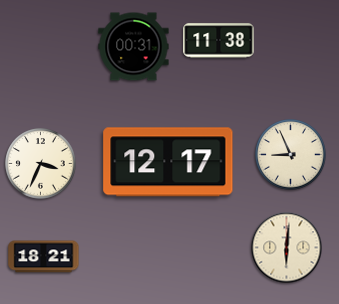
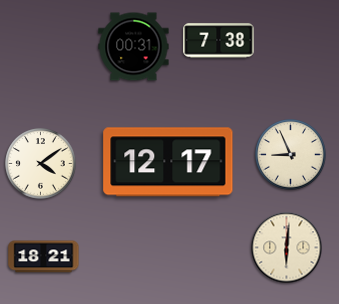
clock at (219, 41): 11:38 -> 7:38
clock at (41, 164): 3:34 -> 4:09
